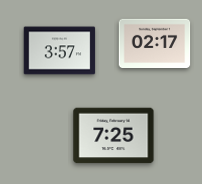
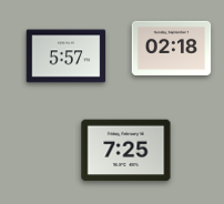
clock at (155, 43): 02:17 -> 02:18
clock at (60, 51): 3:57 -> 5:57
